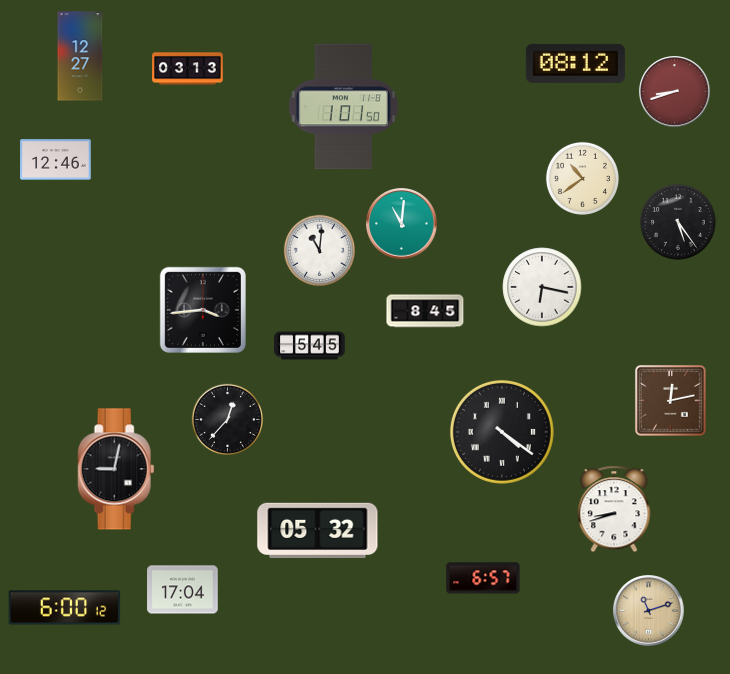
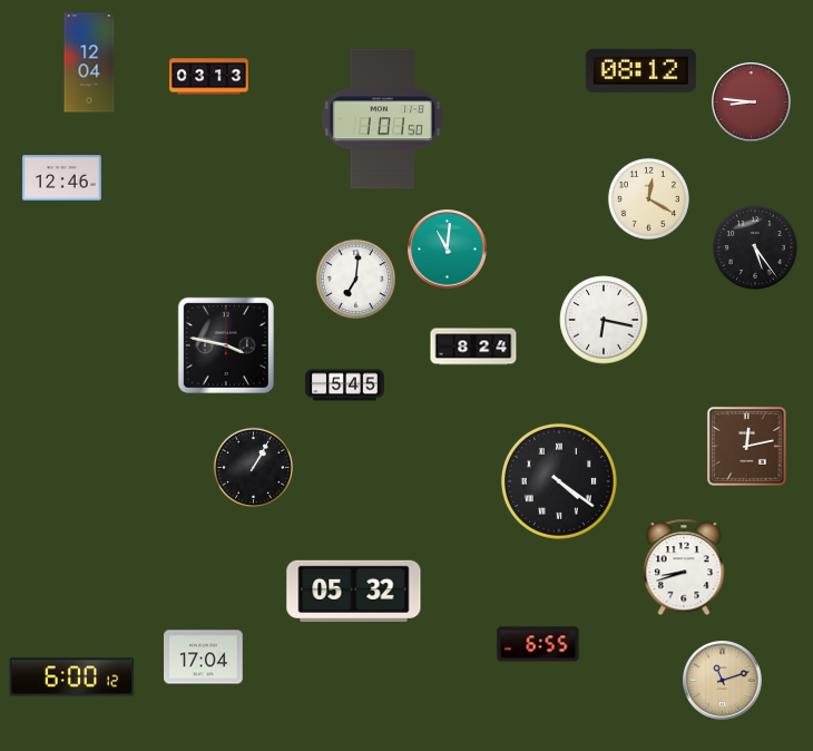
clock at (80, 56): 12:27 -> 12:04
clock at (675, 92): 8:42 -> 8:46
clock at (582, 178): 10:39 -> 12:20
clock at (319, 250): 11:01 -> 7:01
clock at (203, 310): 3:44 -> 3:47
clock at (425, 311): 8:45 -> 8:24
clock at (227, 419): 12:37 -> 1:05
clock at (116, 469): 9:02 -> none
clock at (483, 578): 6:57 -> 6:55
